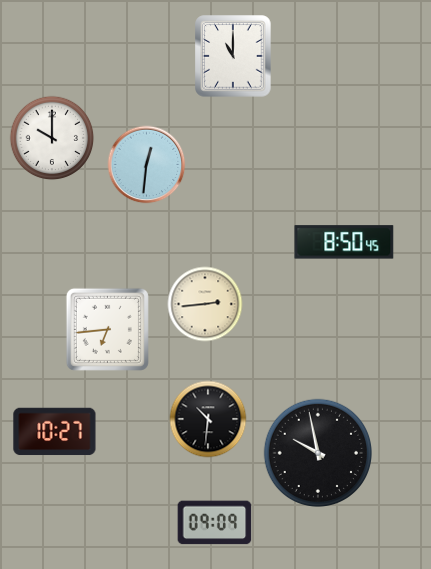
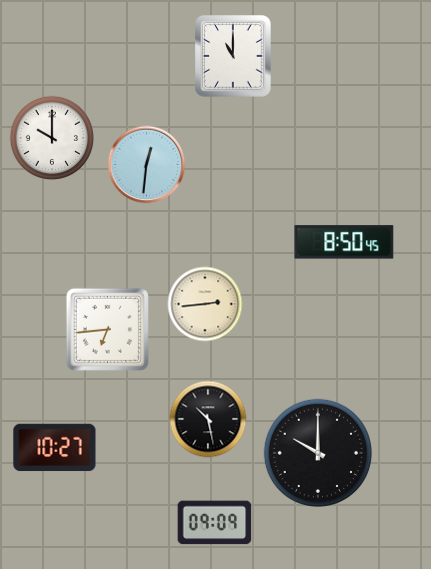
clock at (208, 419): 10:31 -> 10:28
clock at (55, 432) position: (55, 432) -> (55, 448)
clock at (317, 452): 9:58 -> 10:00
